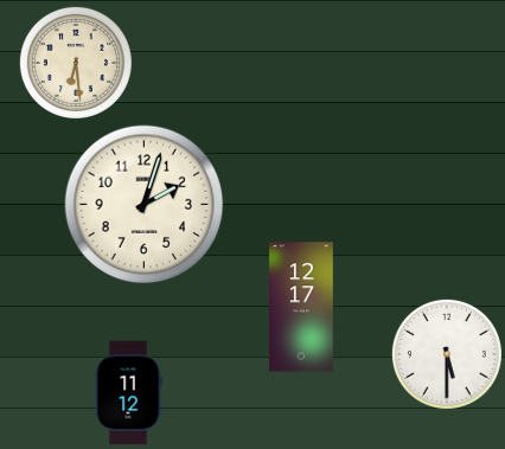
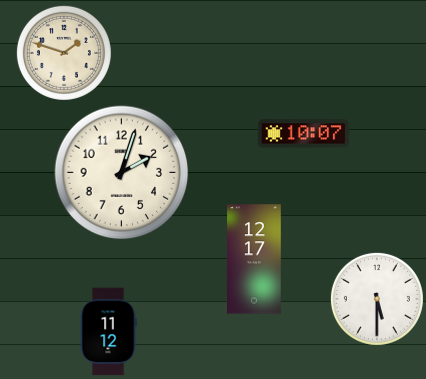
clock at (76, 63): 6:29 -> 1:48
clock at (304, 134): none -> 10:07
